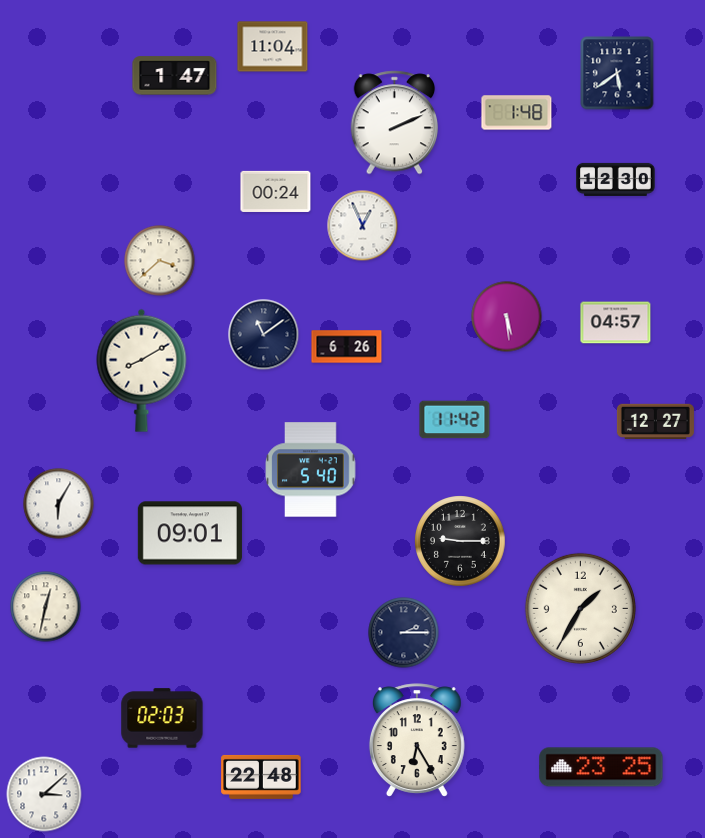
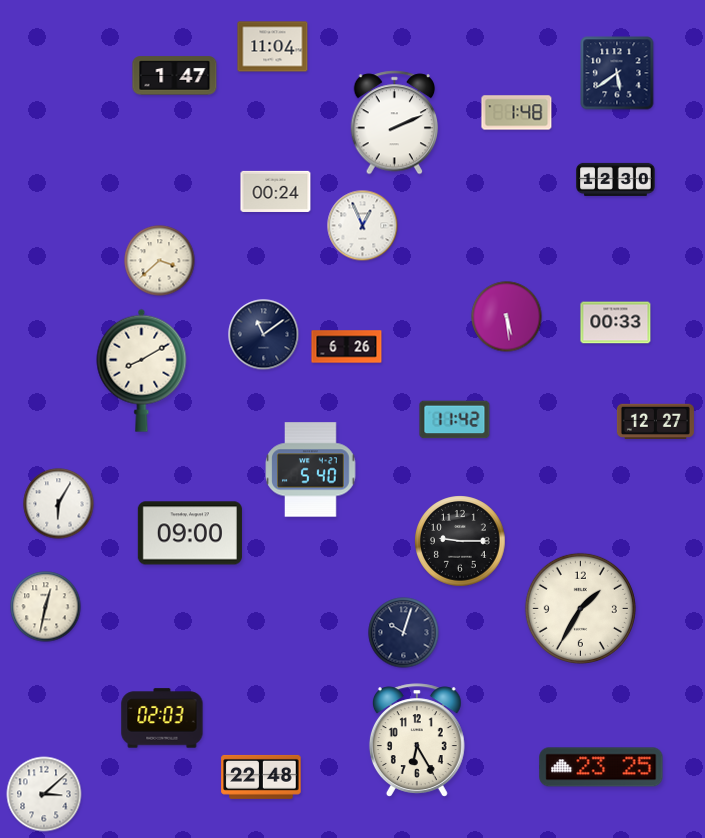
clock at (616, 323): 04:57 -> 00:33
clock at (190, 533): 09:01 -> 09:00
clock at (404, 633): 2:15 -> 10:03
